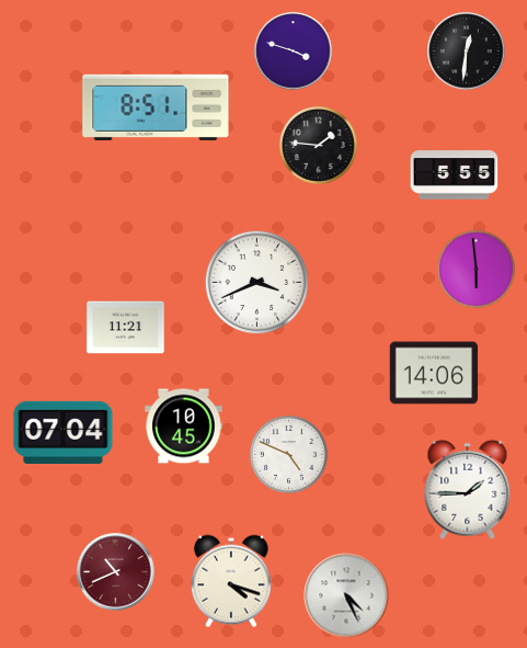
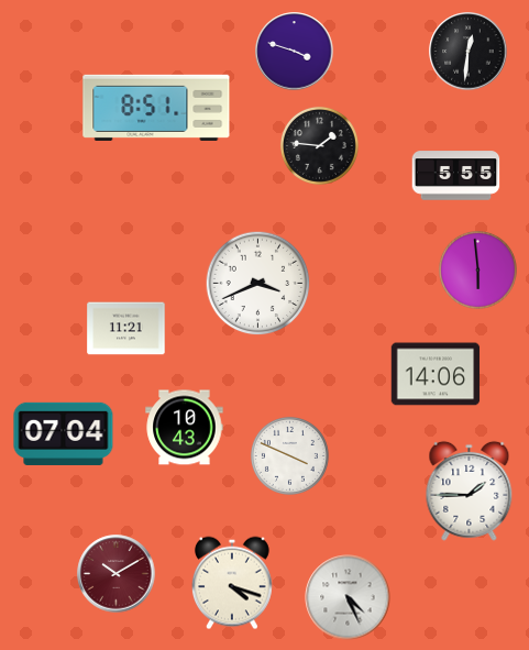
clock at (184, 427): 10:45 -> 10:43
clock at (288, 454): 4:49 -> 3:49
clock at (116, 572): 10:41 -> 10:10
